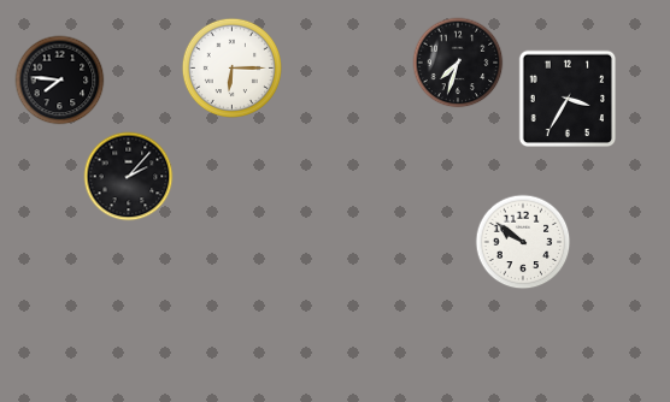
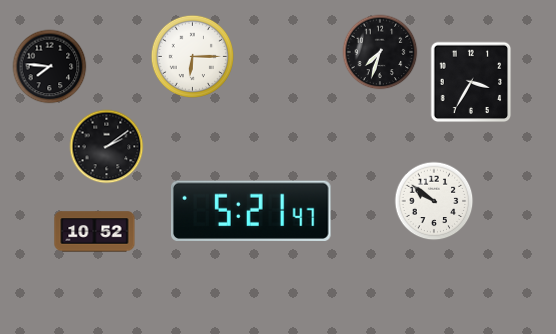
clock at (129, 177): 2:07 -> 2:09
clock at (252, 211): none -> 5:21
clock at (95, 232): none -> 10:52
